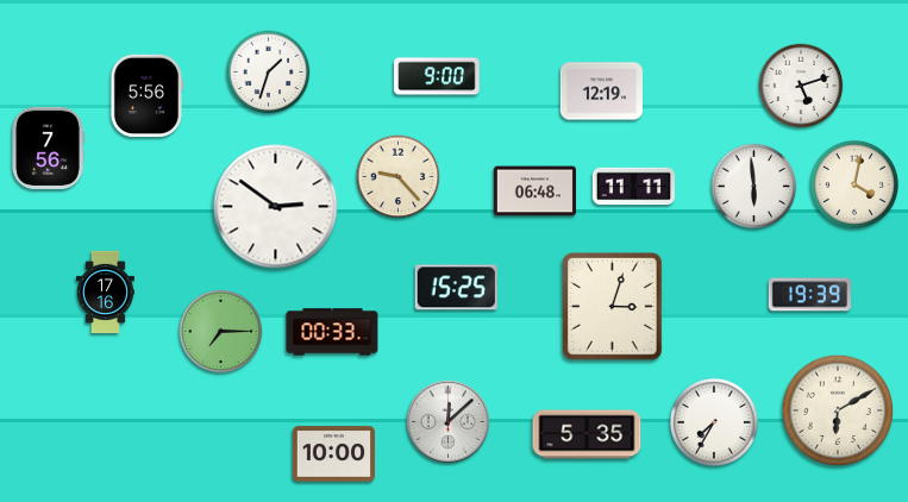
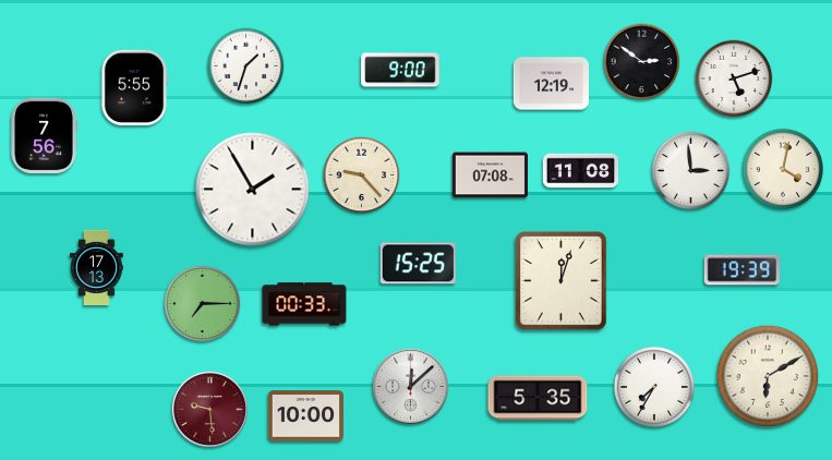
clock at (642, 62): none -> 2:51
clock at (145, 95): 5:56 -> 5:55
clock at (399, 177) position: (399, 177) -> (362, 175)
clock at (634, 187): 11:11 -> 11:08
clock at (754, 187): 5:59 -> 2:59
clock at (534, 192): 06:48 -> 07:08
clock at (276, 207): 2:51 -> 1:55
clock at (105, 293): 17:16 -> 17:13
clock at (613, 307): 3:03 -> 12:03
clock at (209, 409): none -> 9:29
